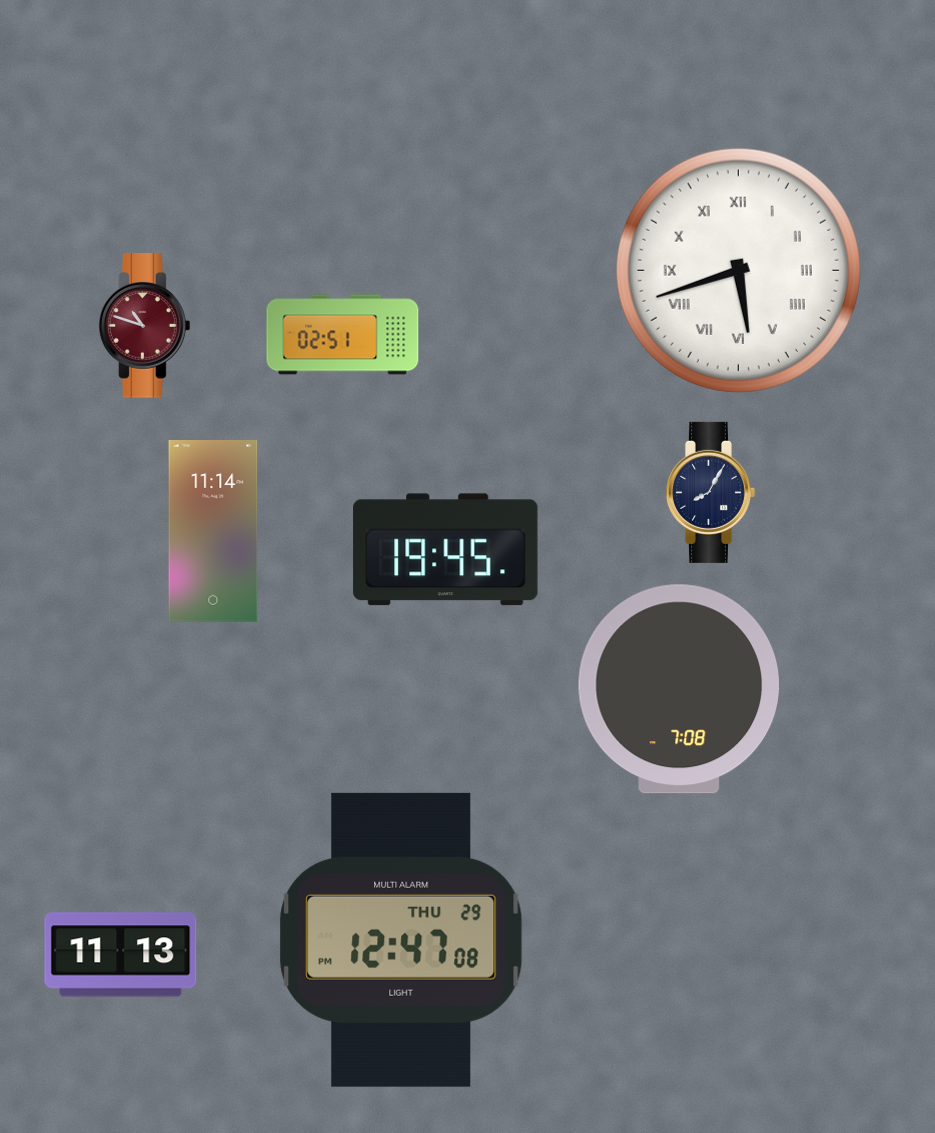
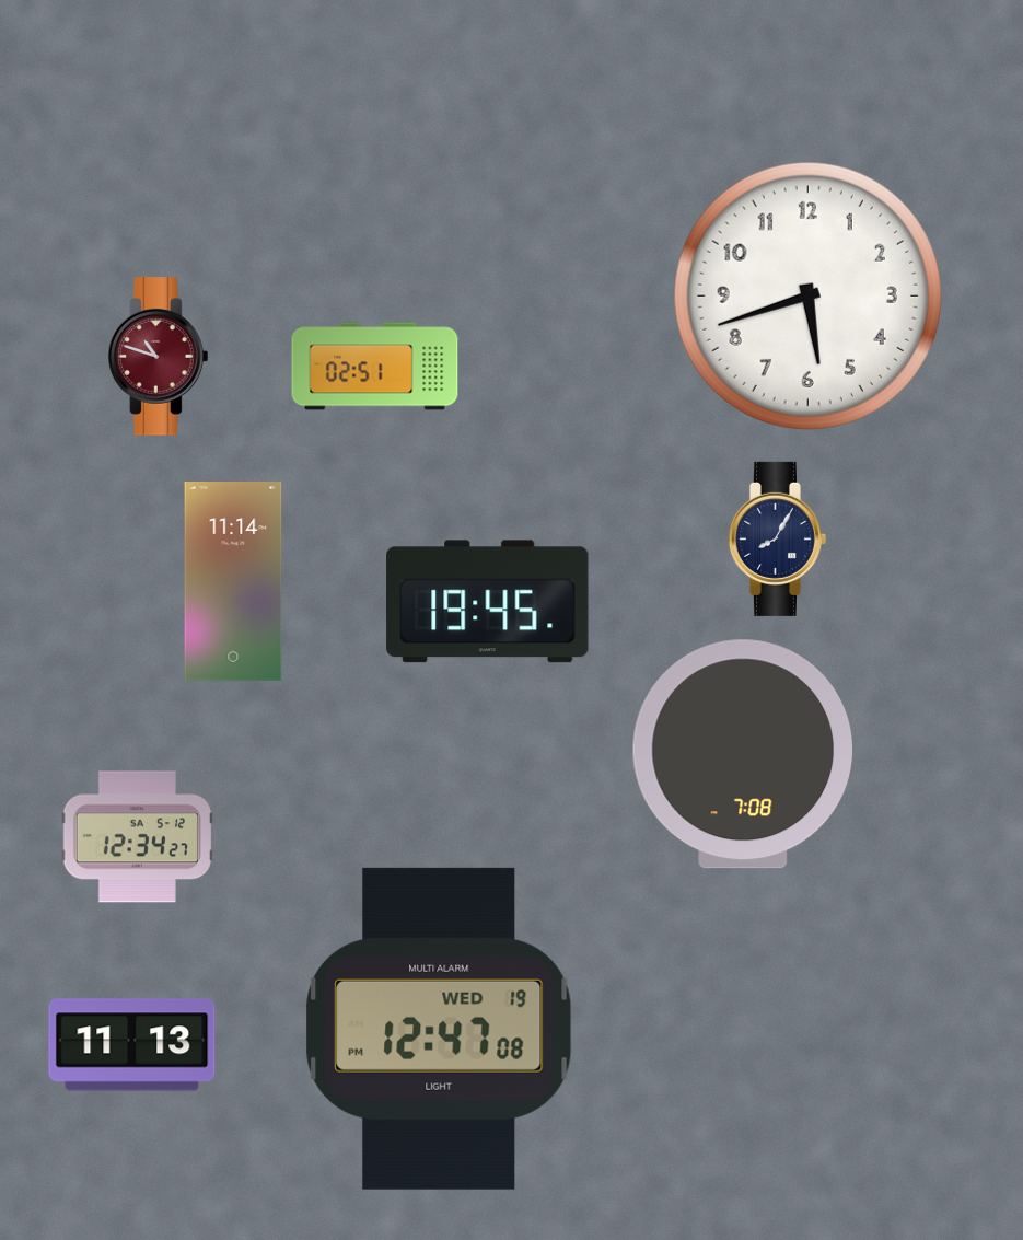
clock at (738, 270) numerals: Roman -> Arabic
clock at (137, 837): none -> 12:34
clock at (401, 940) date: THU 29 -> WED 19
